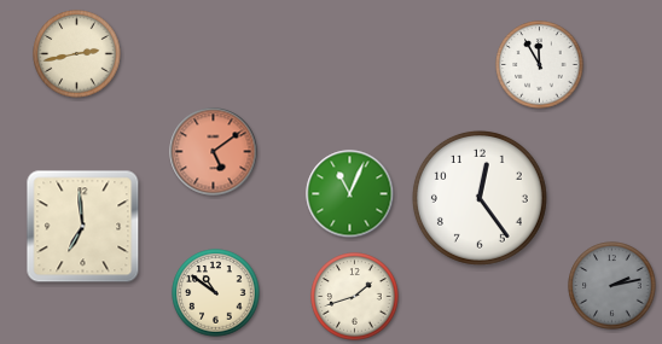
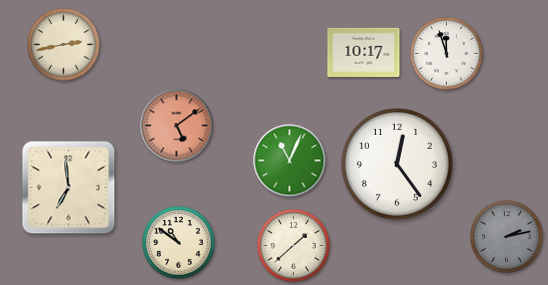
clock at (364, 52): none -> 10:17
clock at (540, 65): 11:55 -> 11:57
clock at (355, 297): 1:42 -> 1:38
